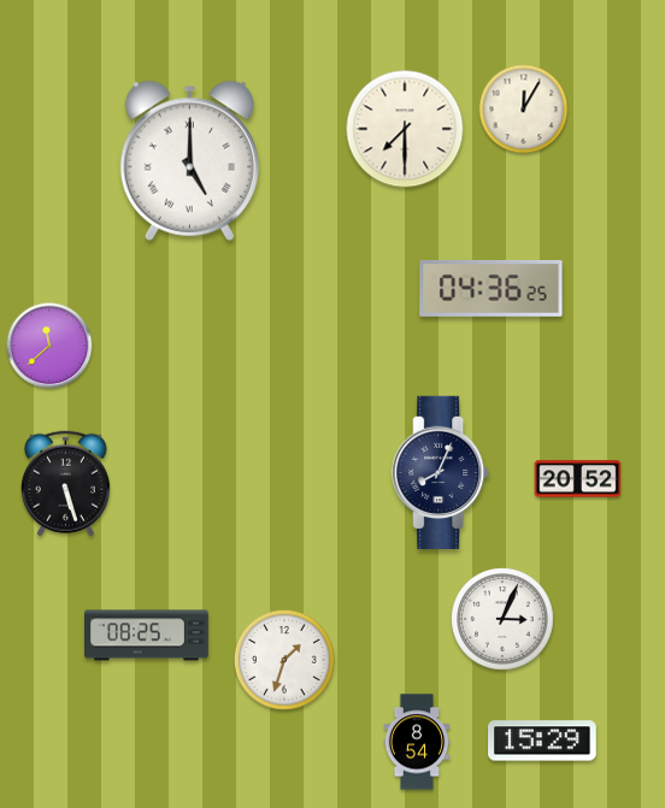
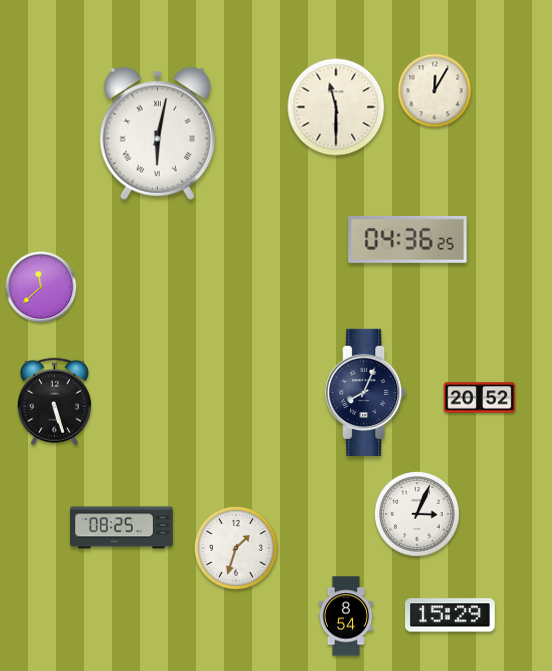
clock at (405, 129): 7:30 -> 11:30
clock at (189, 160): 5:00 -> 6:02
